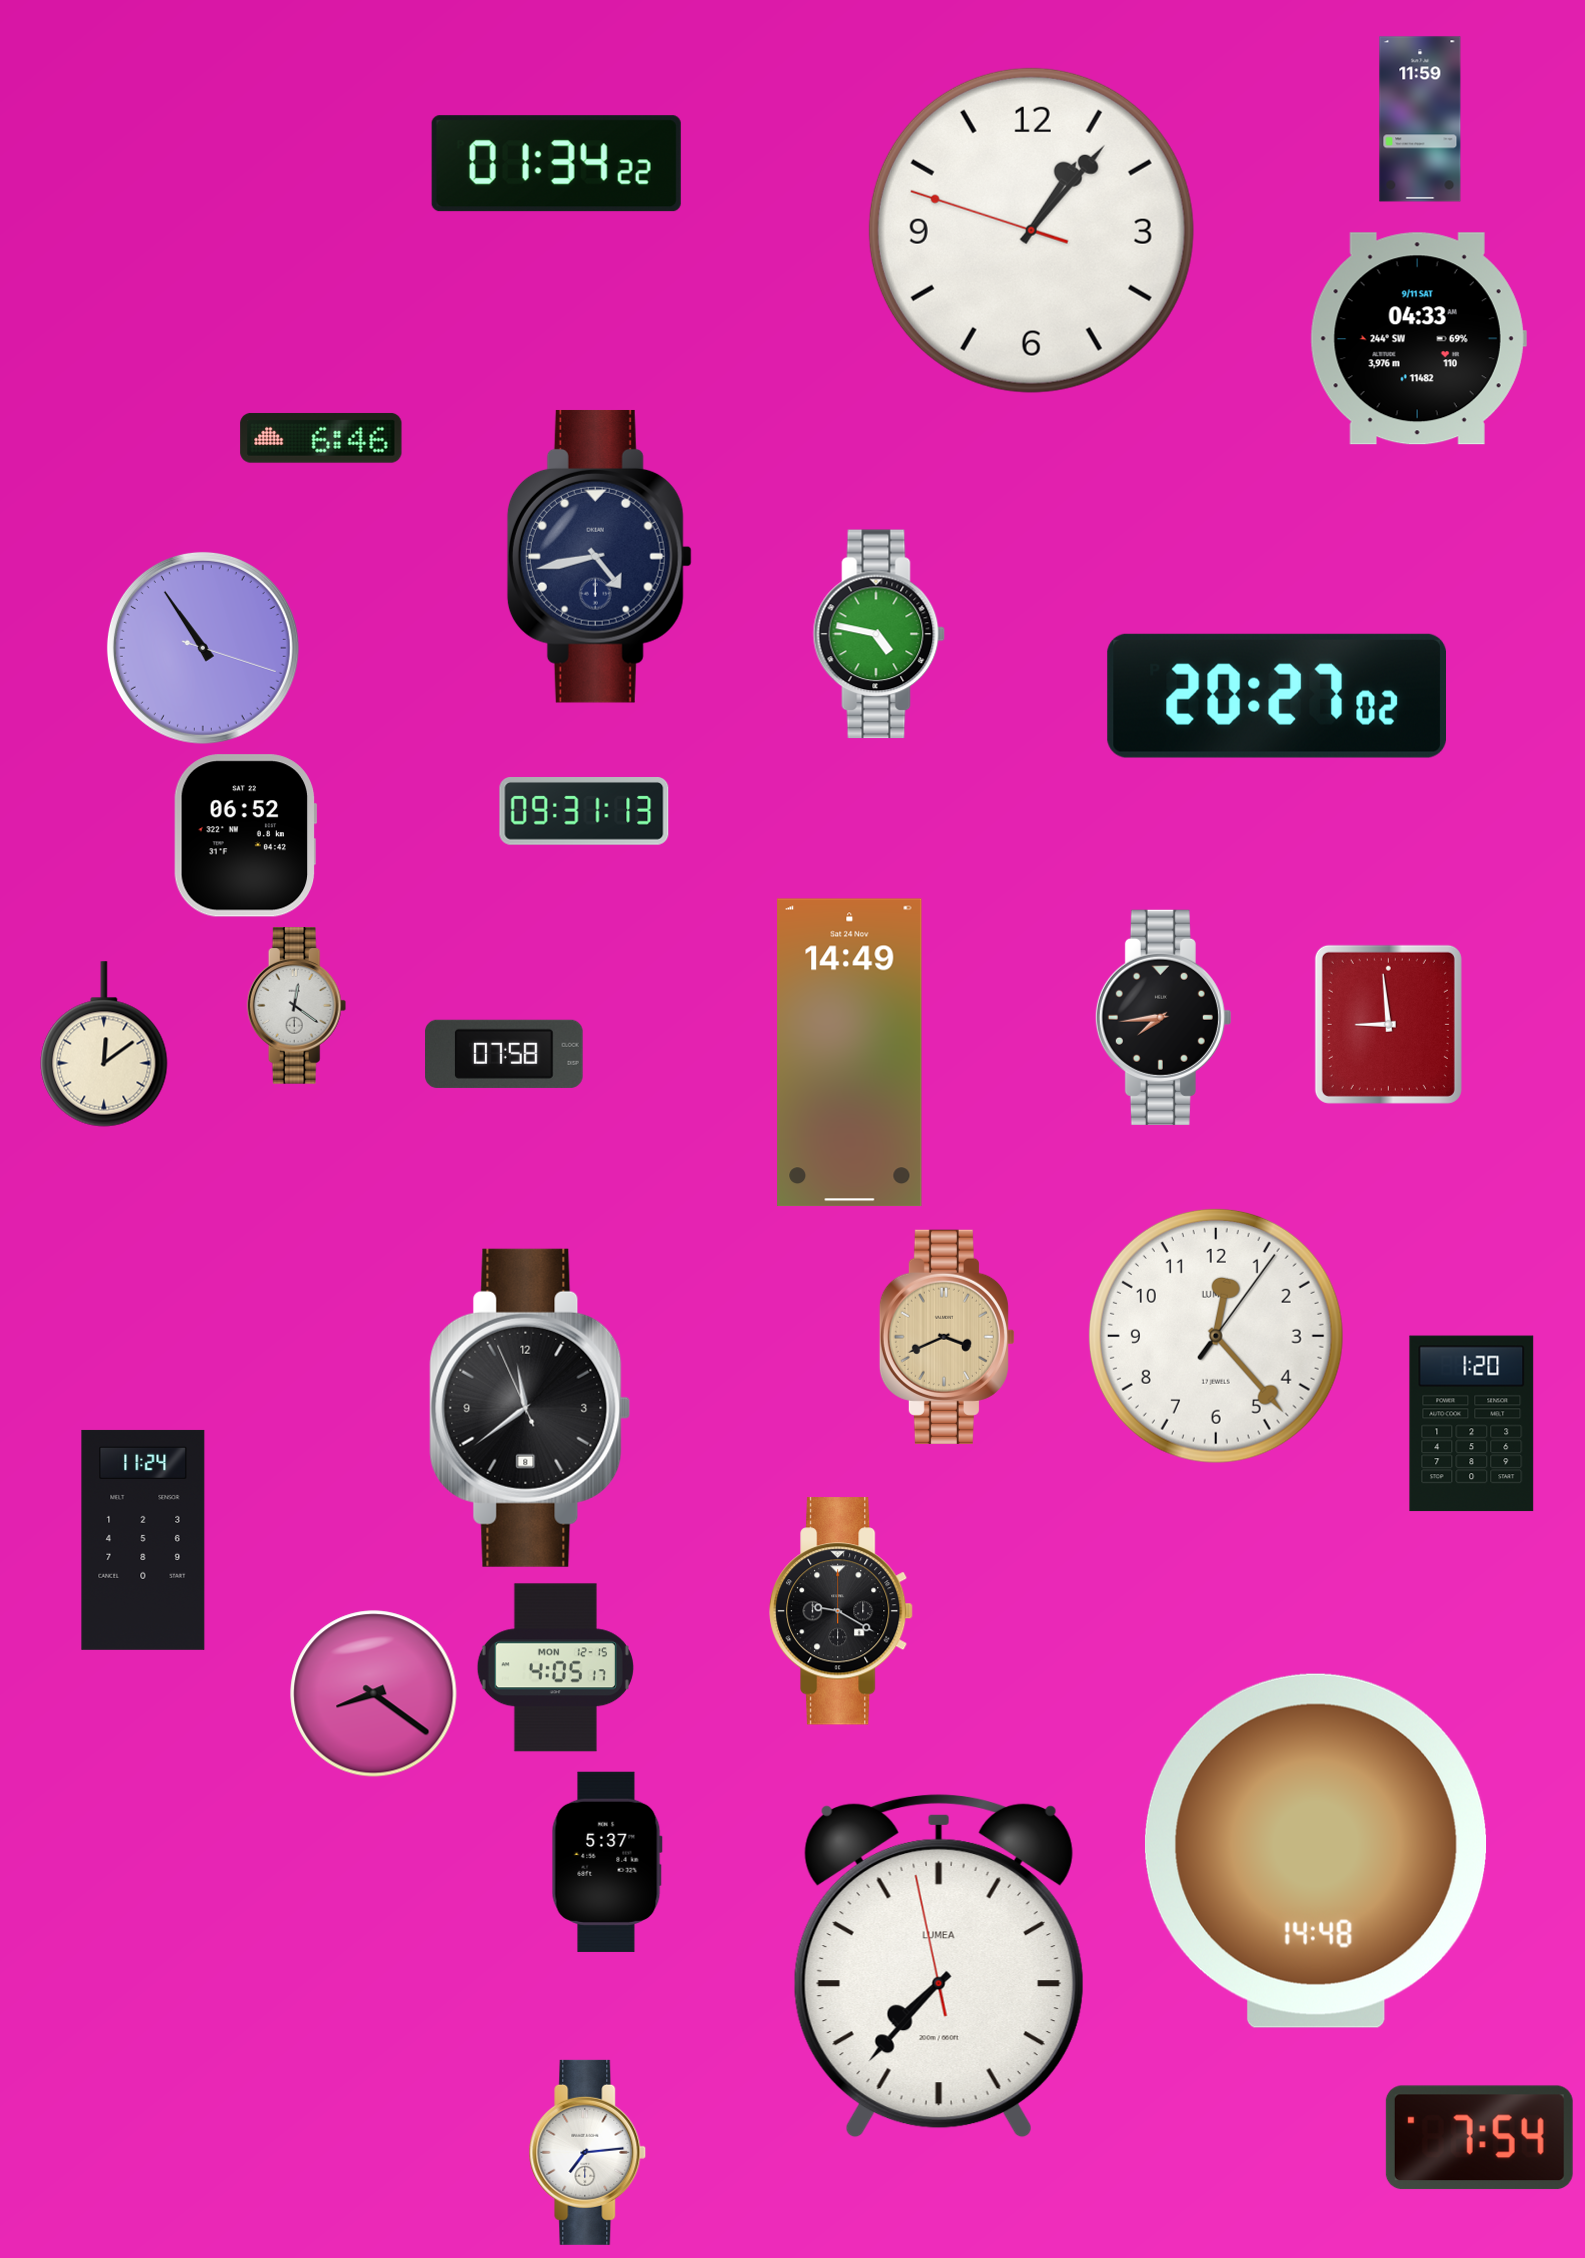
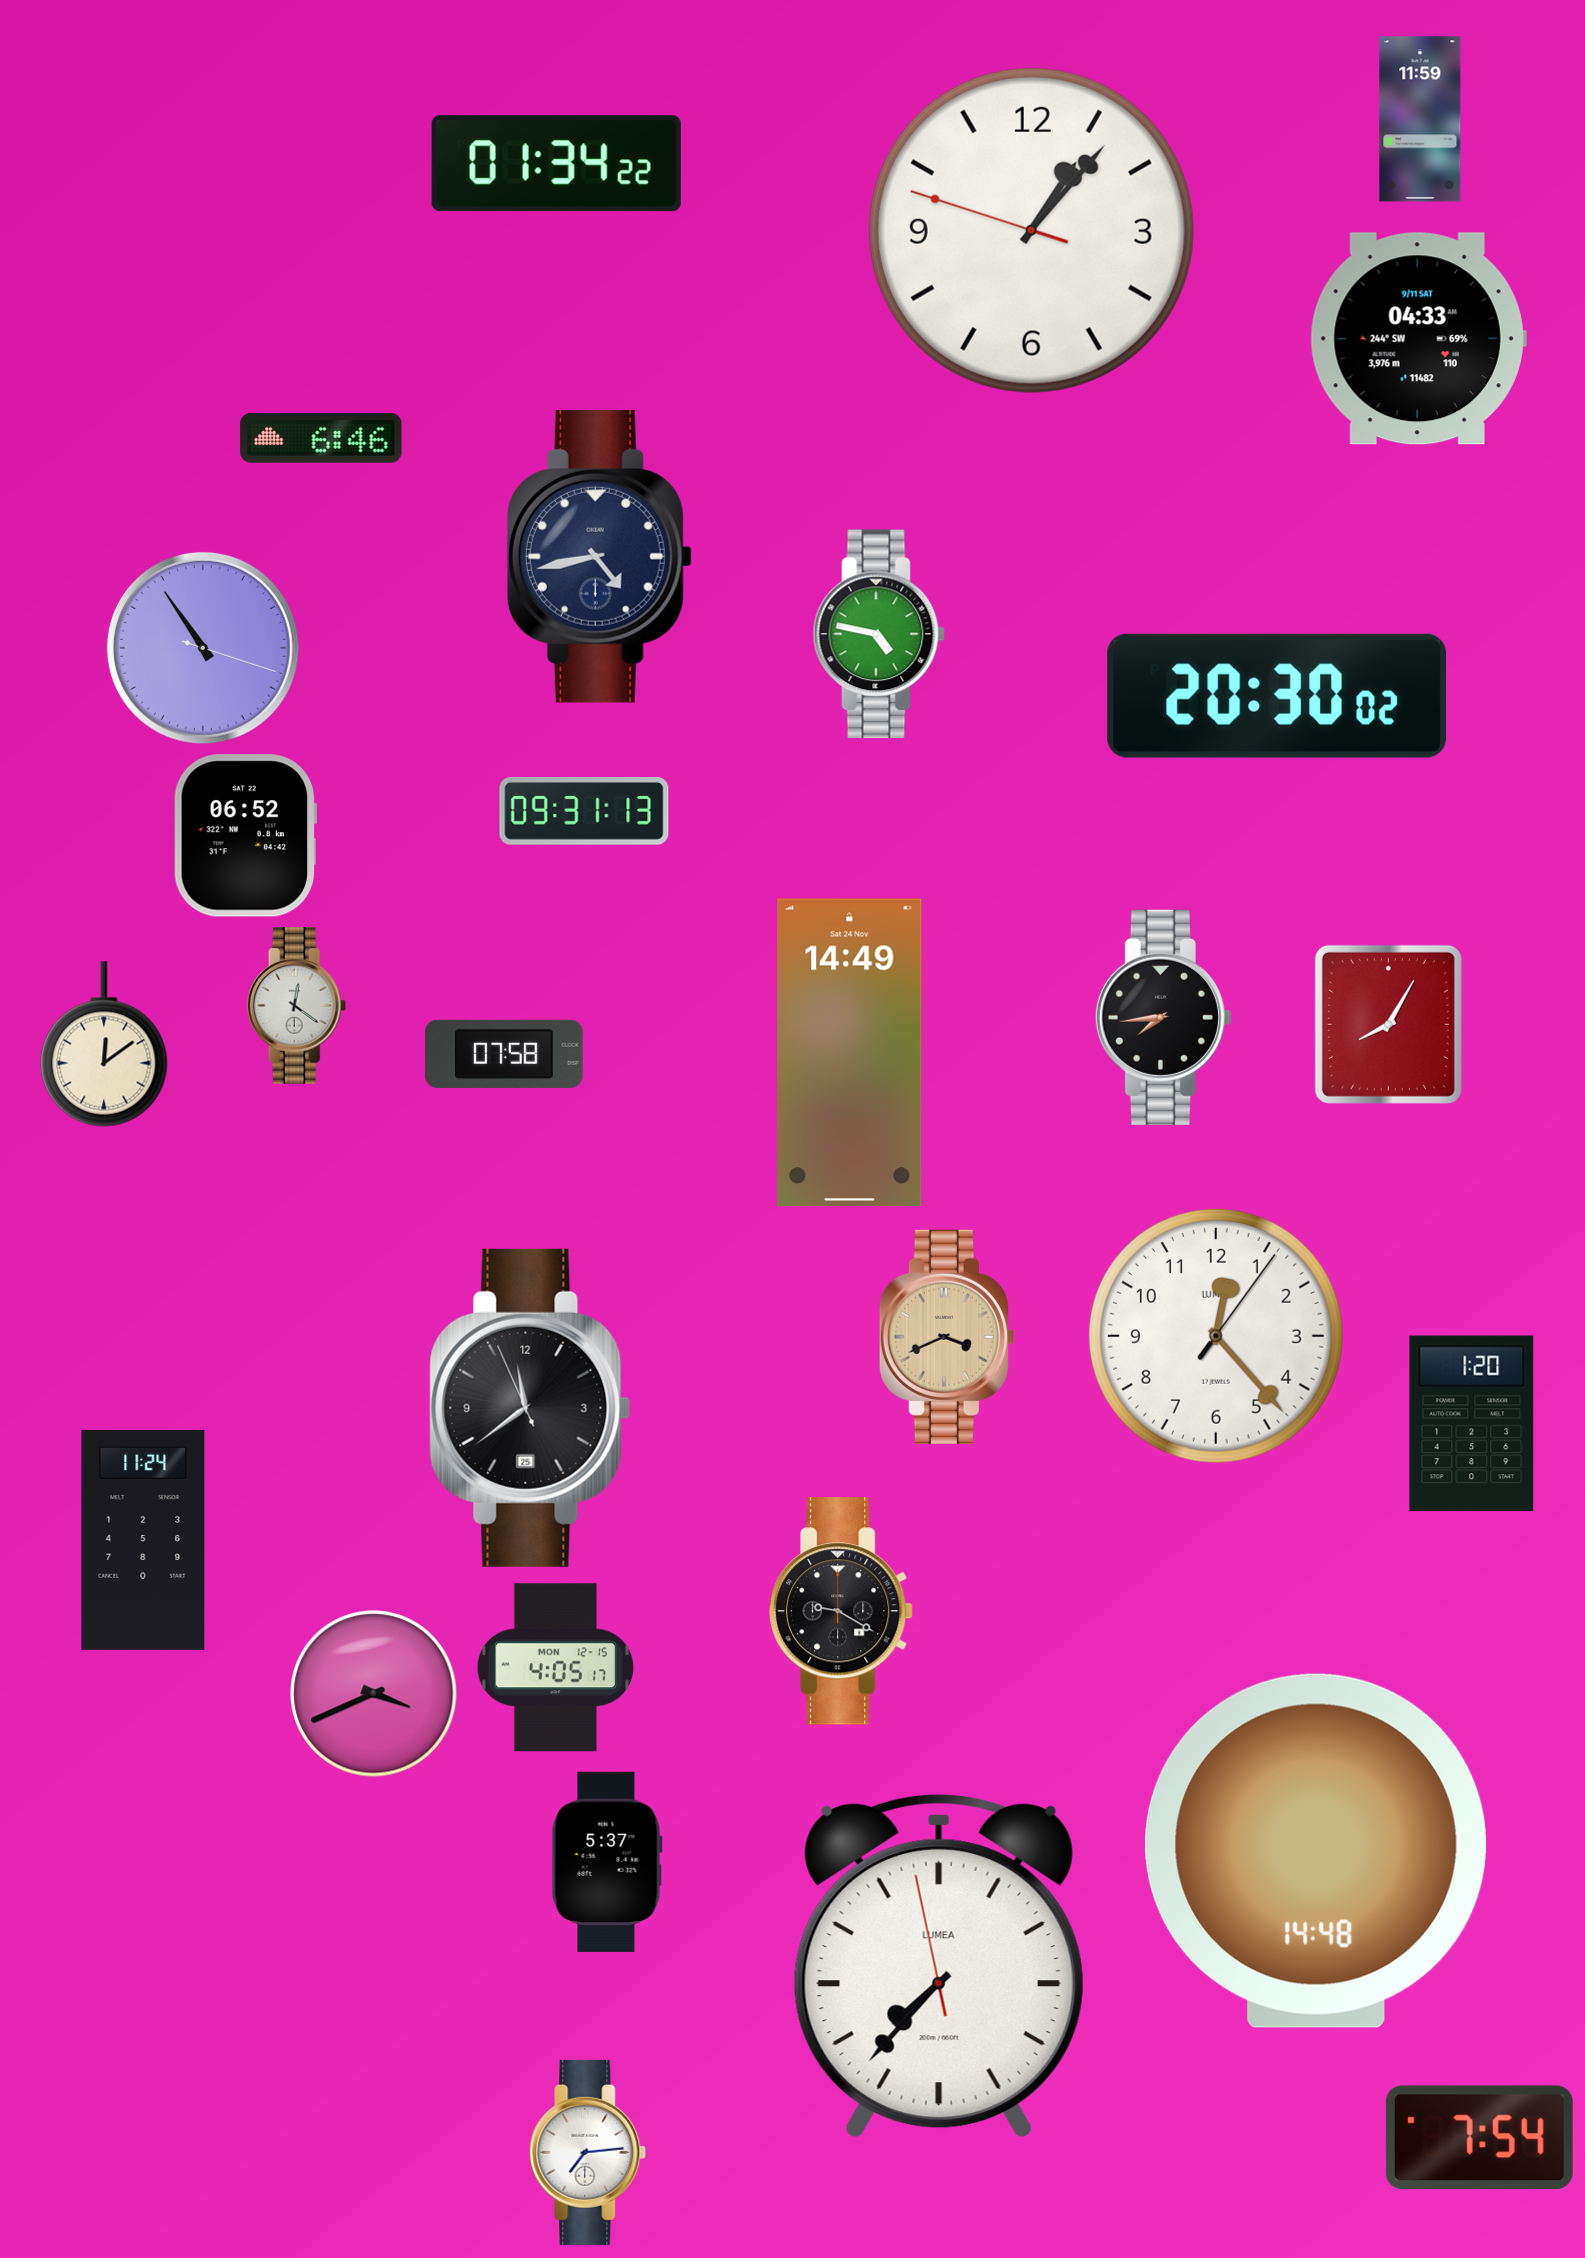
clock at (1276, 696): 20:27 -> 20:30
clock at (1388, 1024): 8:59 -> 8:05
clock at (530, 1408) date: 8 -> 25
clock at (374, 1694): 8:21 -> 3:41
